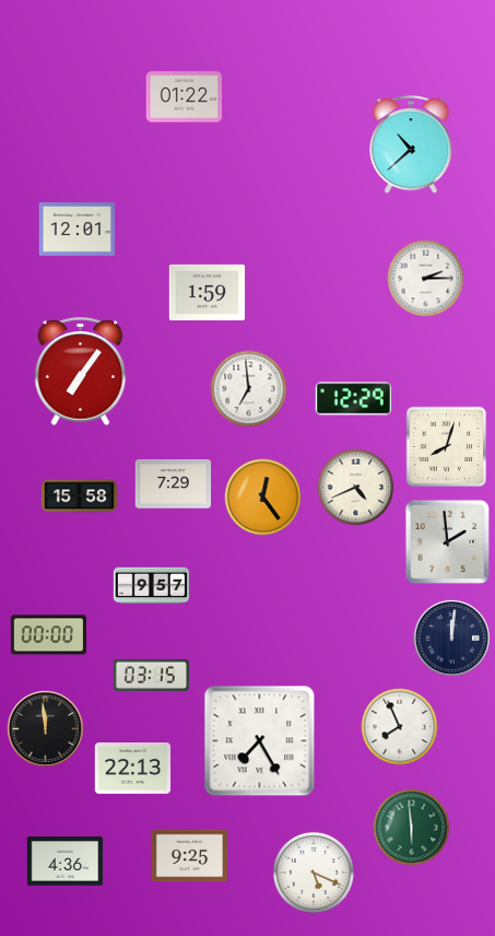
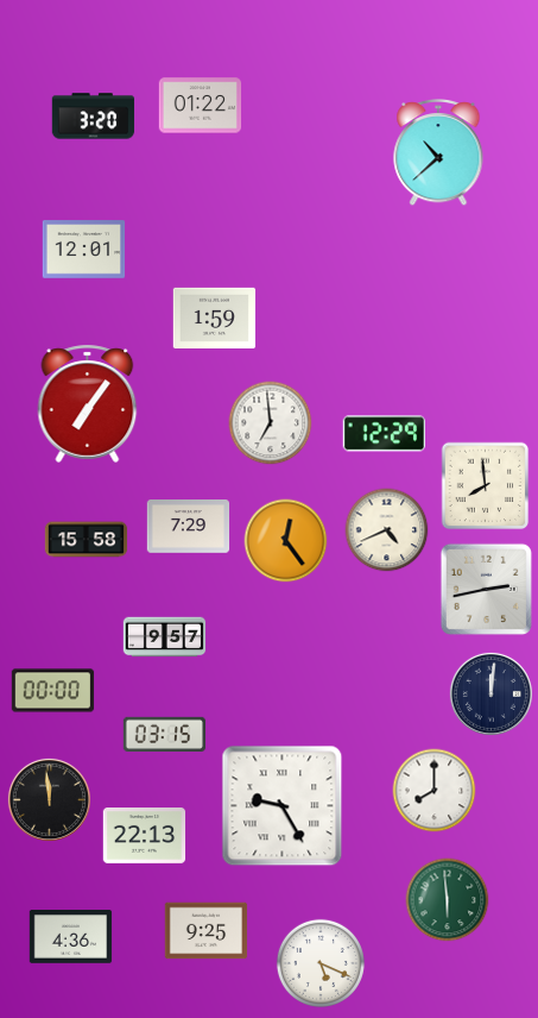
clock at (94, 117): none -> 3:20
clock at (411, 145) position: (411, 145) -> (438, 153)
clock at (426, 279): 2:15 -> none
clock at (208, 292) position: (208, 292) -> (215, 318)
clock at (447, 447): 8:03 -> 7:59
clock at (447, 541): 1:59 -> 2:43
clock at (400, 727): 7:56 -> 8:00
clock at (45, 728) position: (45, 728) -> (49, 799)
clock at (260, 741): 7:25 -> 9:25
clock at (314, 873) position: (314, 873) -> (321, 963)
